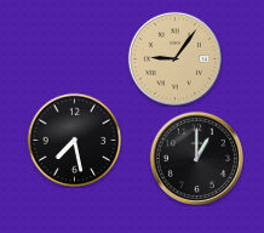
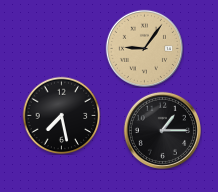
clock at (196, 158): 1:00 -> 1:15
